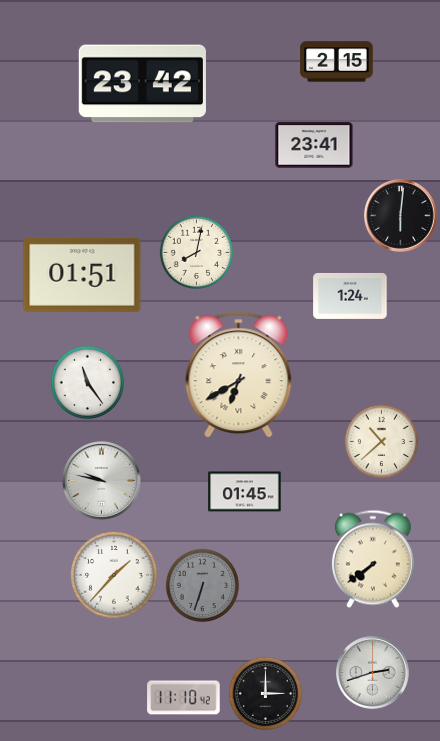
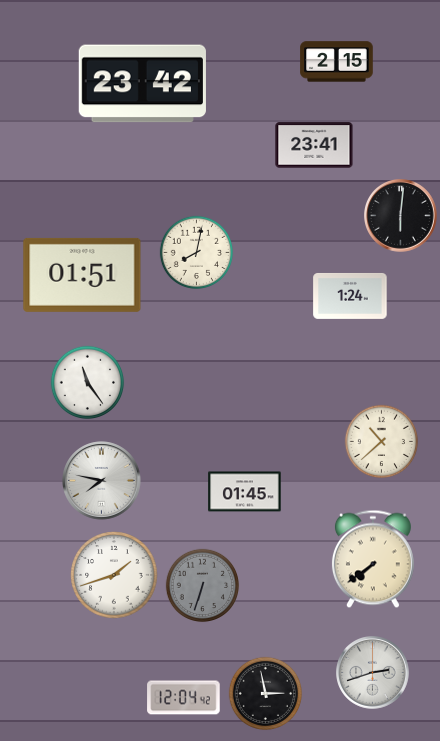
clock at (239, 375): 6:40 -> none
clock at (102, 481): 9:47 -> 7:47
clock at (114, 575): 1:37 -> 1:42
clock at (266, 694): 3:00 -> 2:58
clock at (184, 698): 11:10 -> 12:04
